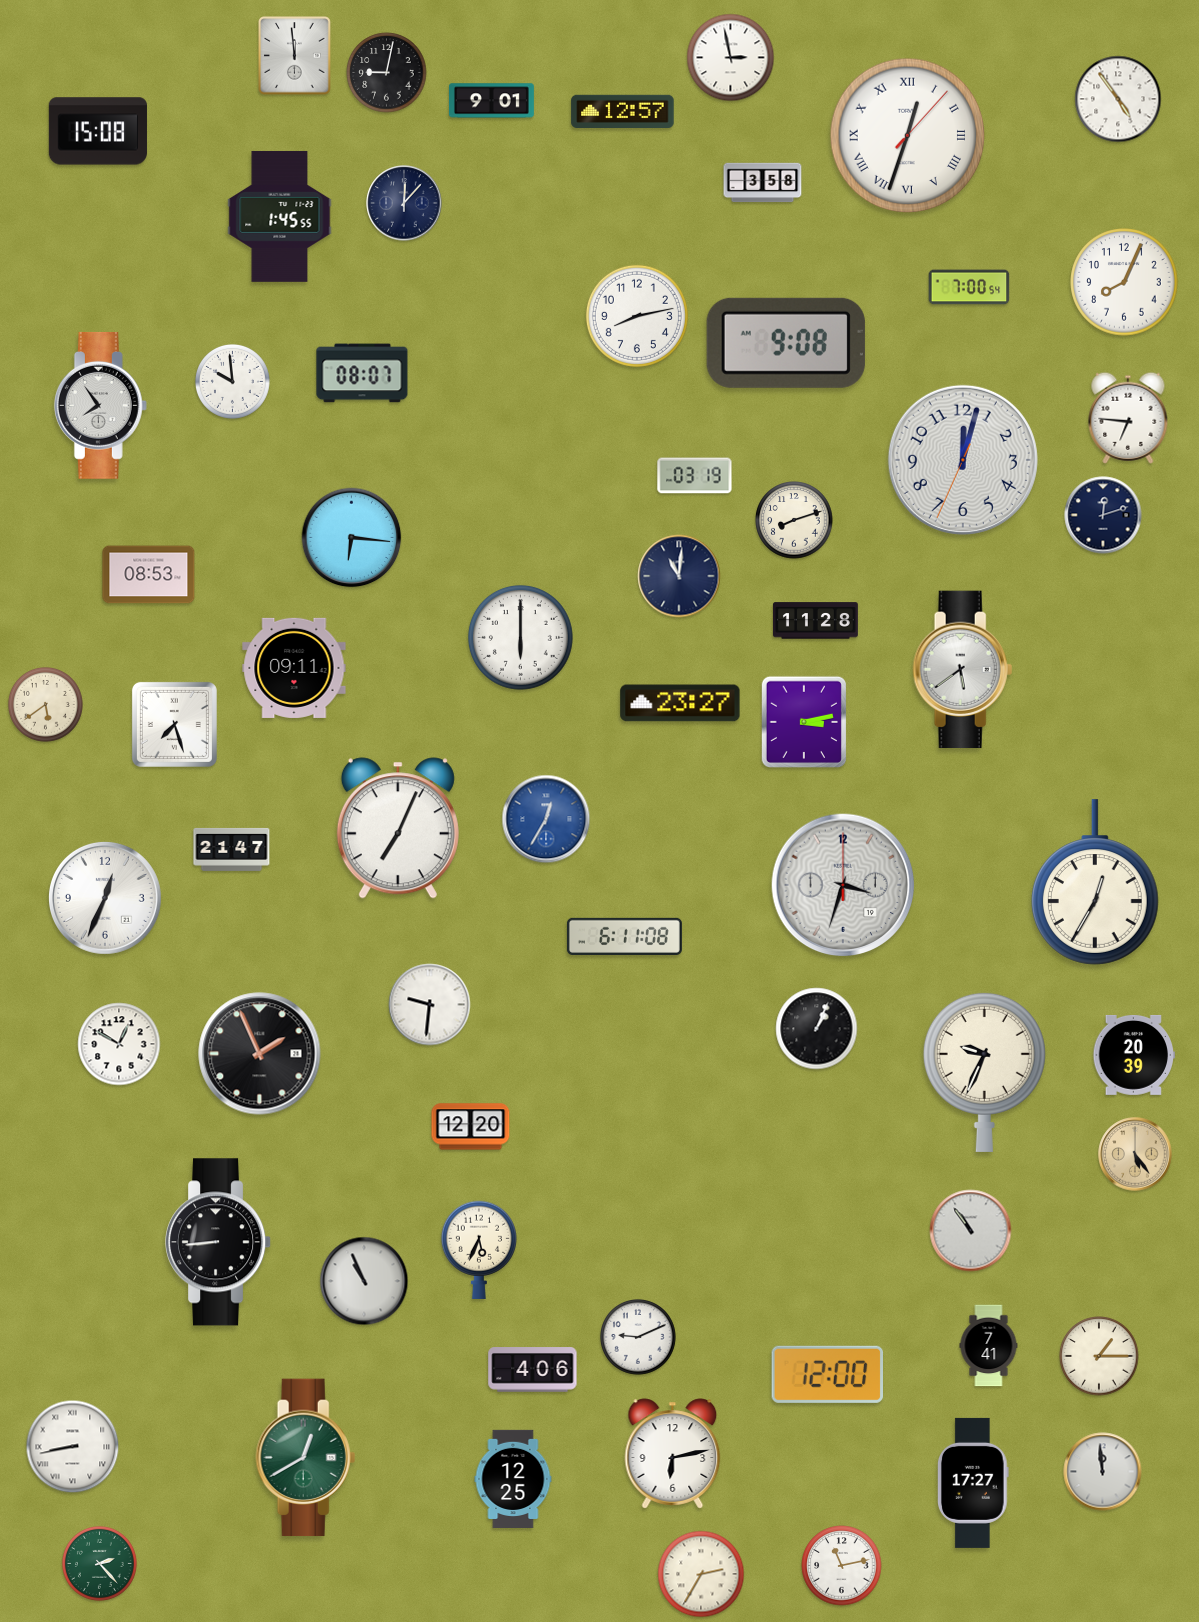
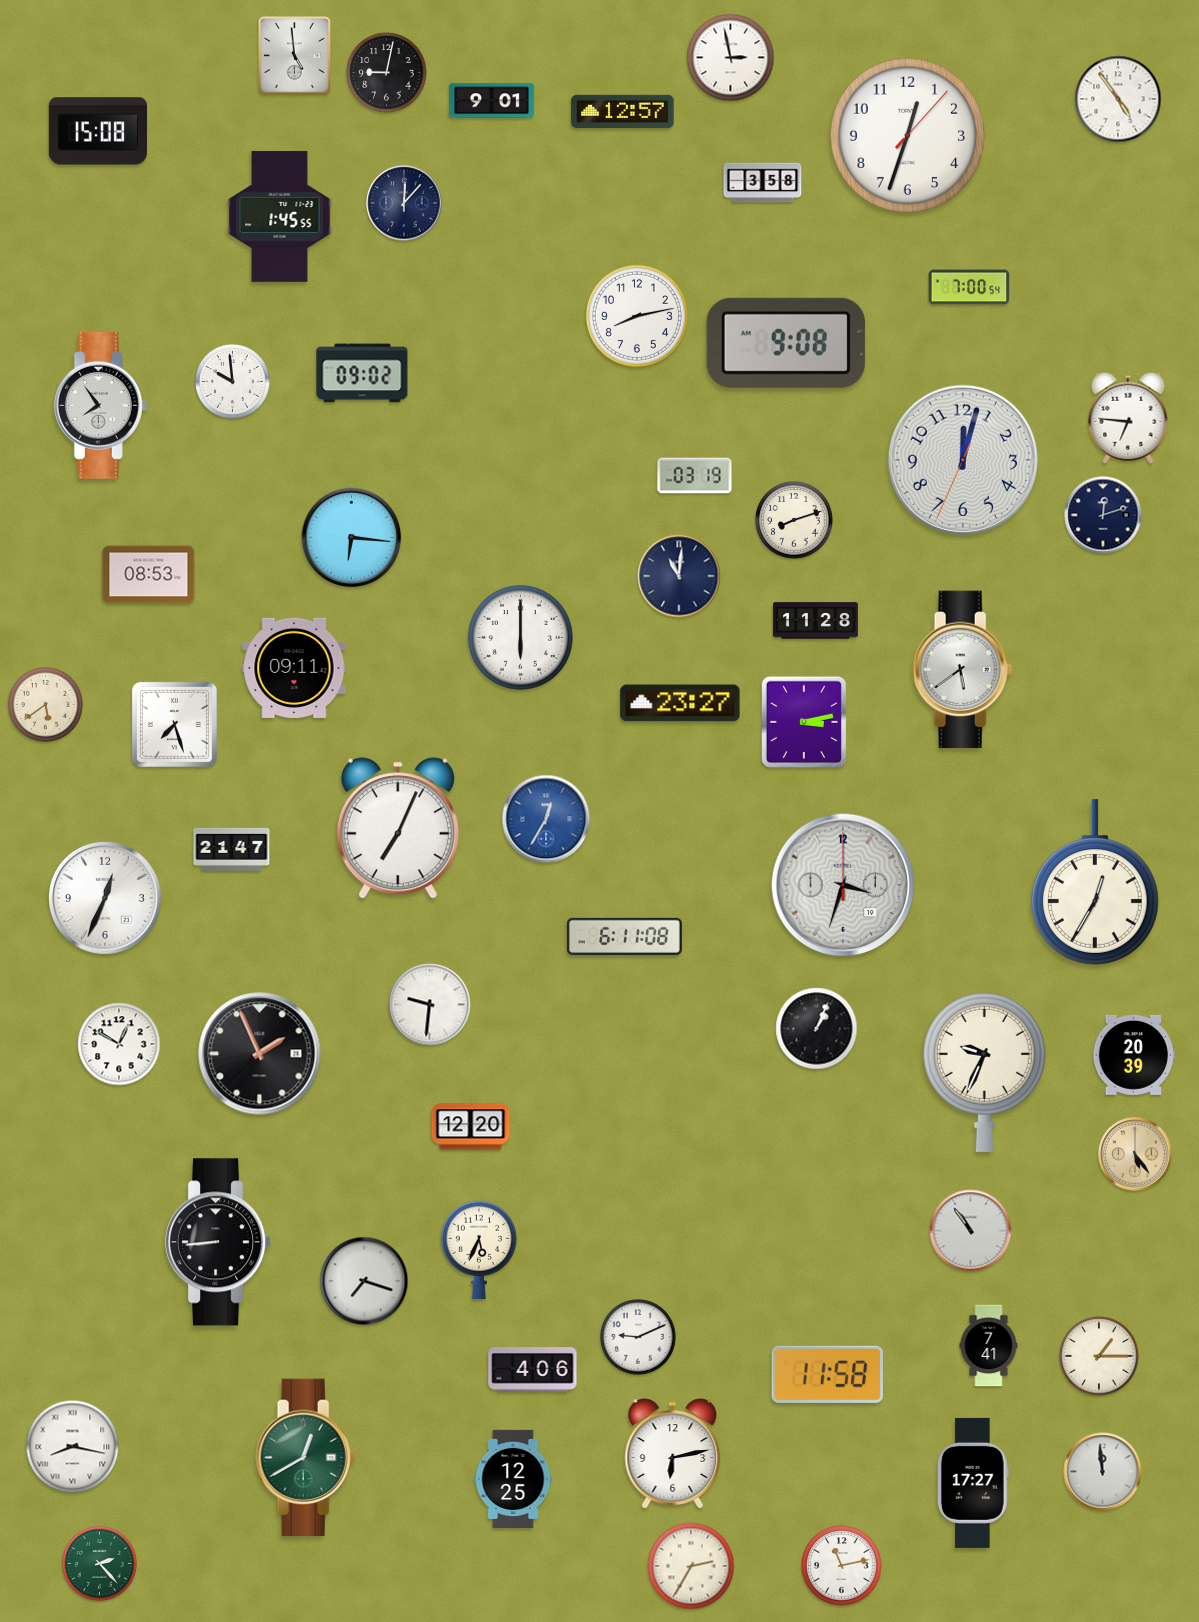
clock at (295, 56): 11:59 -> 4:59
clock at (908, 136) numerals: Roman -> Arabic
clock at (1124, 282): 8:04 -> none
clock at (362, 373): 08:07 -> 09:02
clock at (364, 1281): 10:56 -> 7:18
clock at (827, 1374): 12:00 -> 11:58
clock at (73, 1447): 8:43 -> 8:17
clock at (701, 1574) position: (701, 1574) -> (691, 1566)
